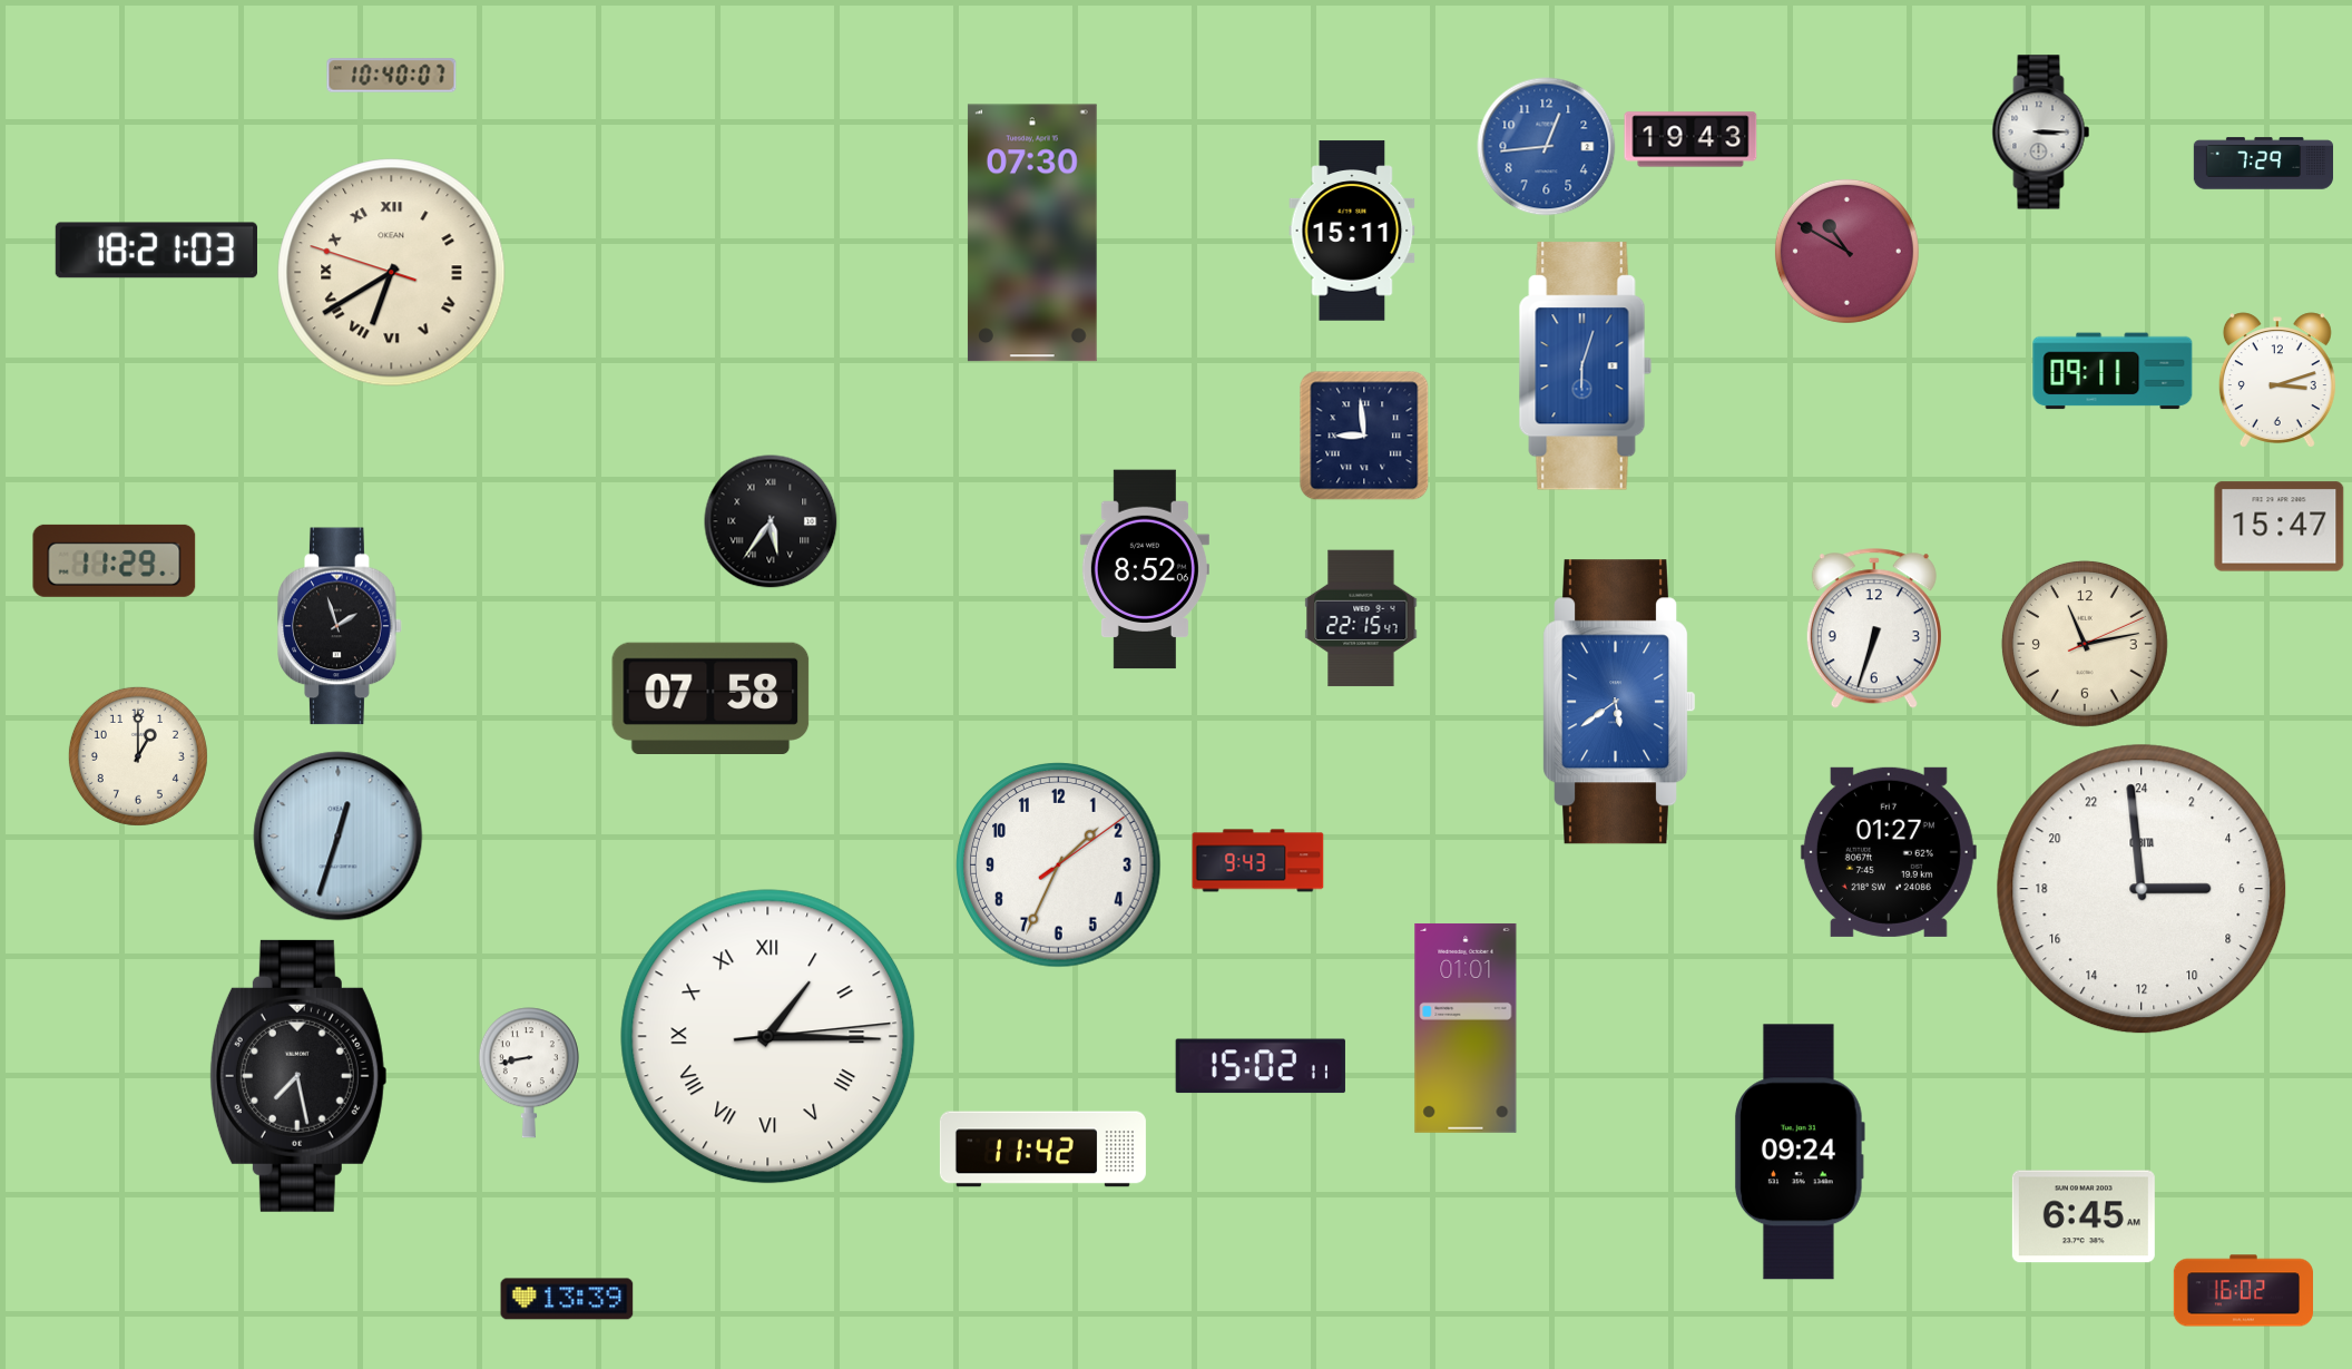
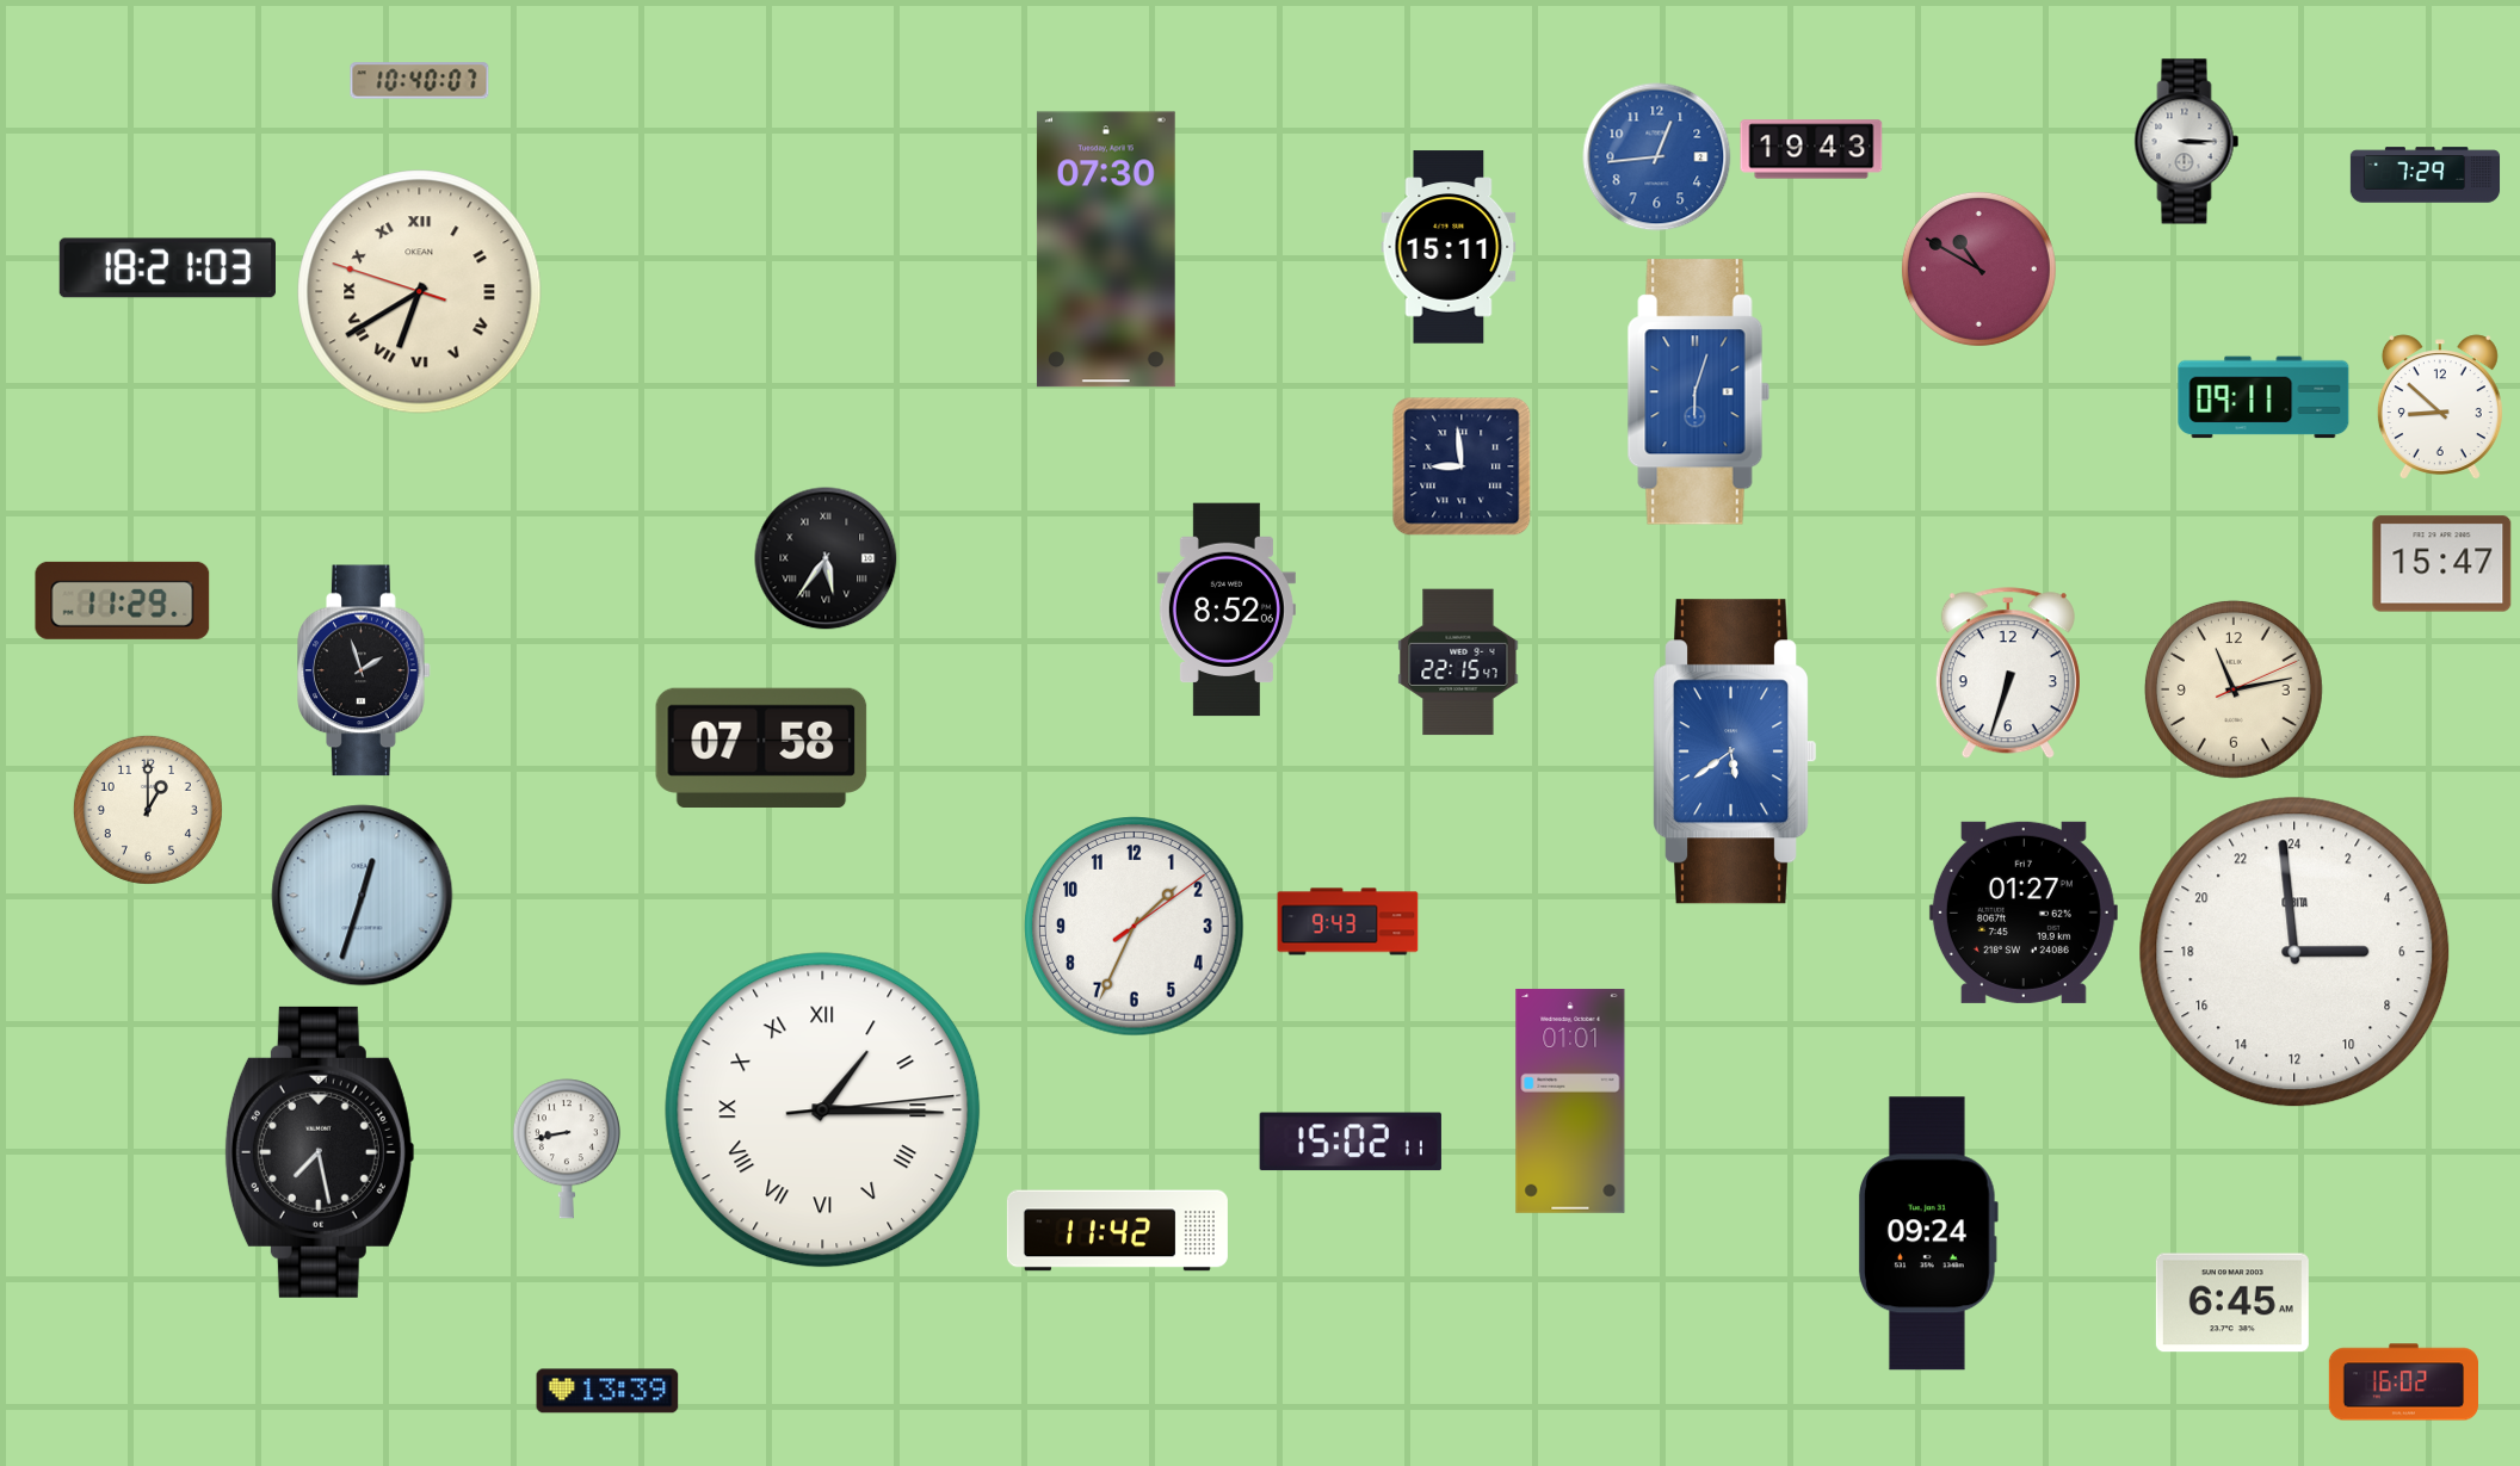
clock at (2277, 380): 3:12 -> 8:52
